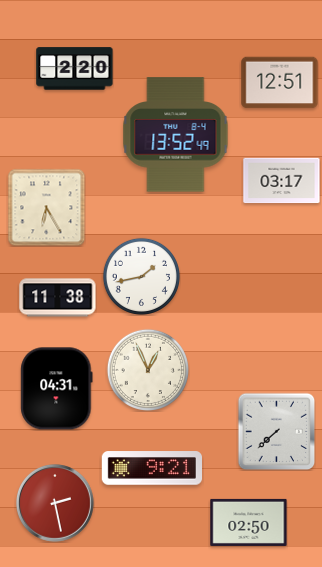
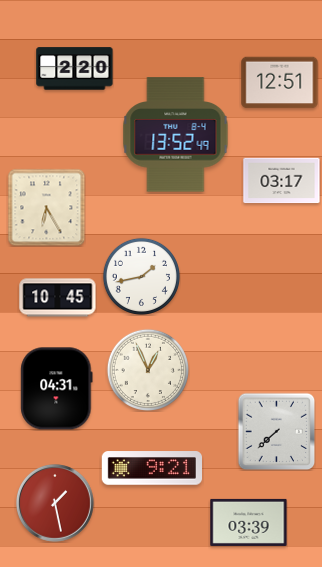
clock at (58, 298): 11:38 -> 10:45
clock at (56, 504): 2:28 -> 1:28
clock at (249, 522): 02:50 -> 03:39
